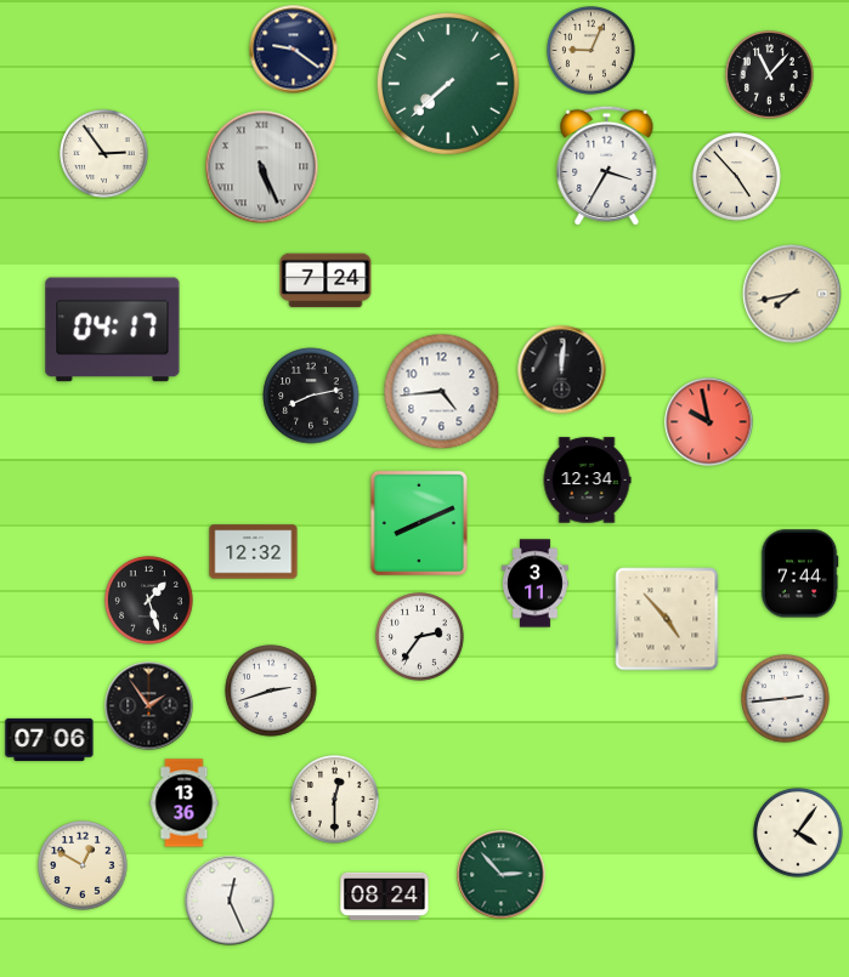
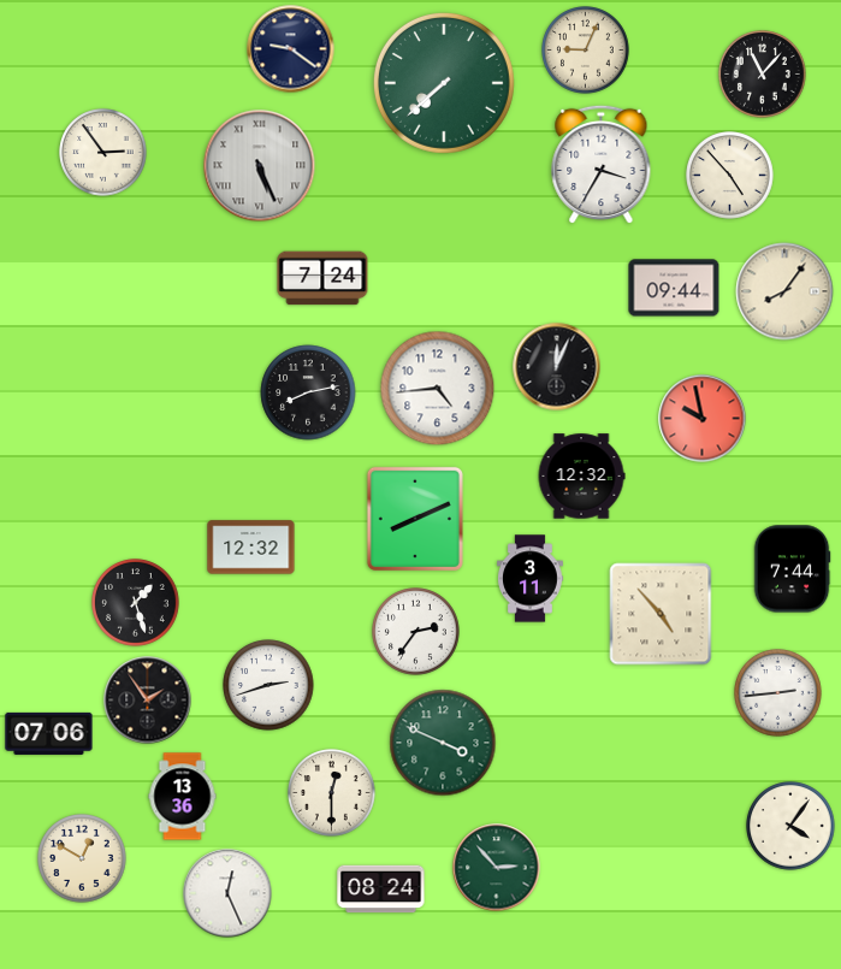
clock at (674, 288): none -> 09:44
clock at (792, 294): 7:43 -> 8:06
clock at (113, 330): 04:17 -> none
clock at (562, 370): 12:01 -> 12:04
clock at (587, 481): 12:34 -> 12:32
clock at (149, 601) position: (149, 601) -> (136, 603)
clock at (443, 743): none -> 3:49
